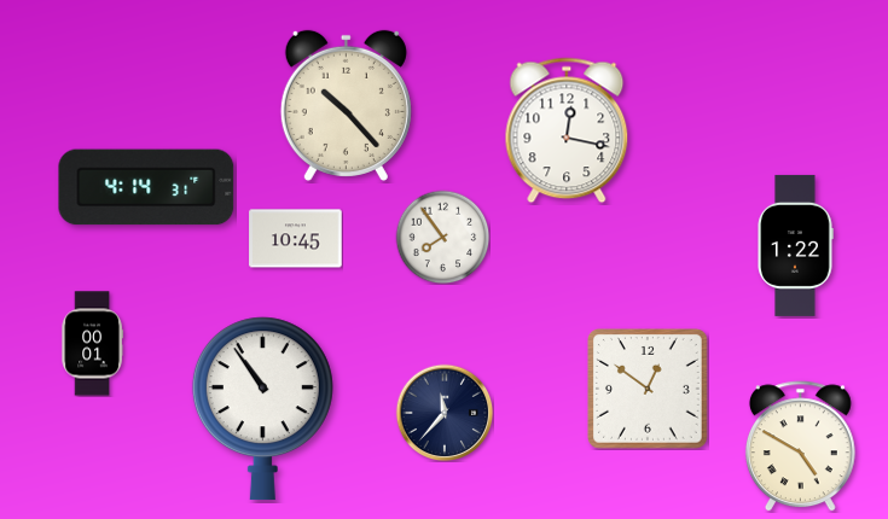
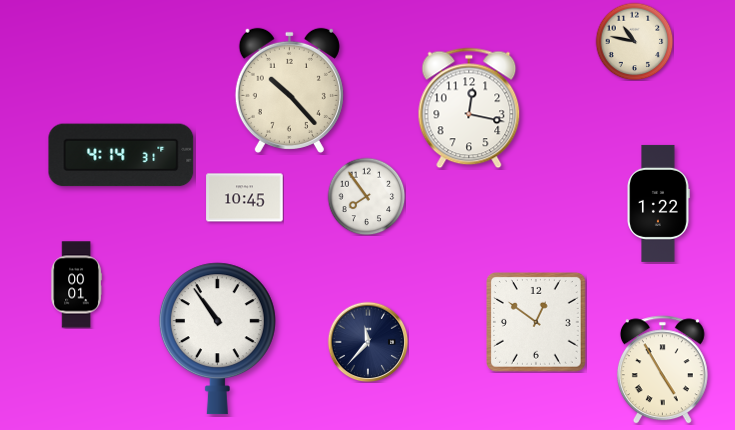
clock at (634, 41): none -> 10:47
clock at (346, 105) position: (346, 105) -> (289, 90)
clock at (800, 447): 4:50 -> 4:55
